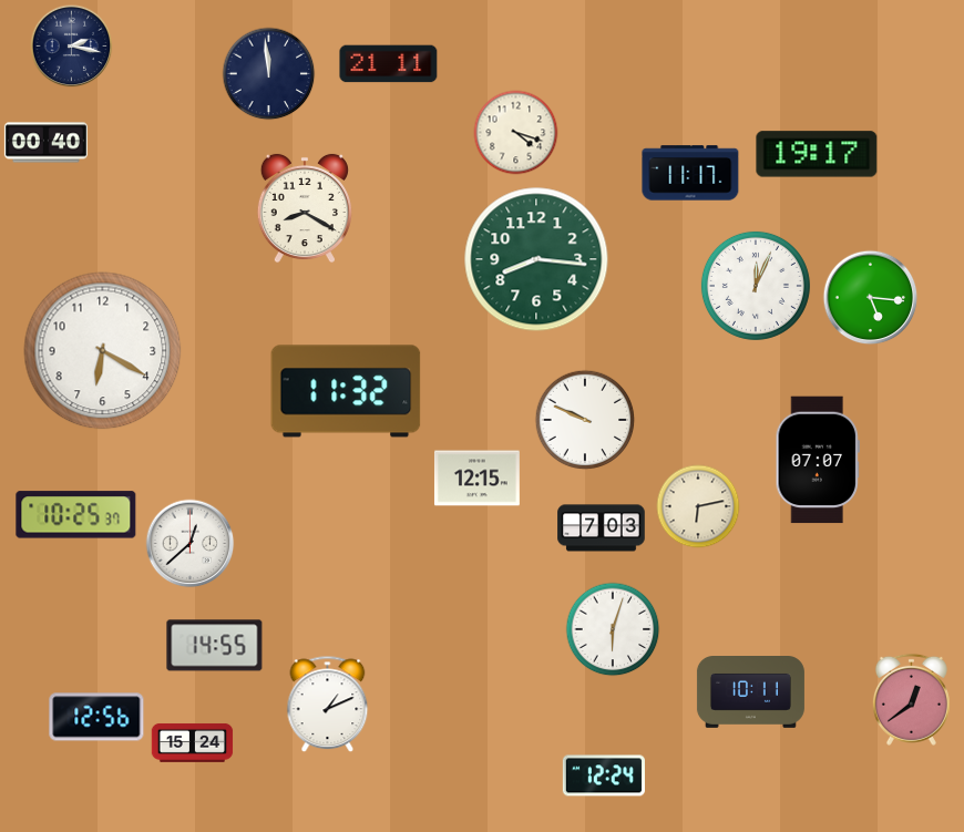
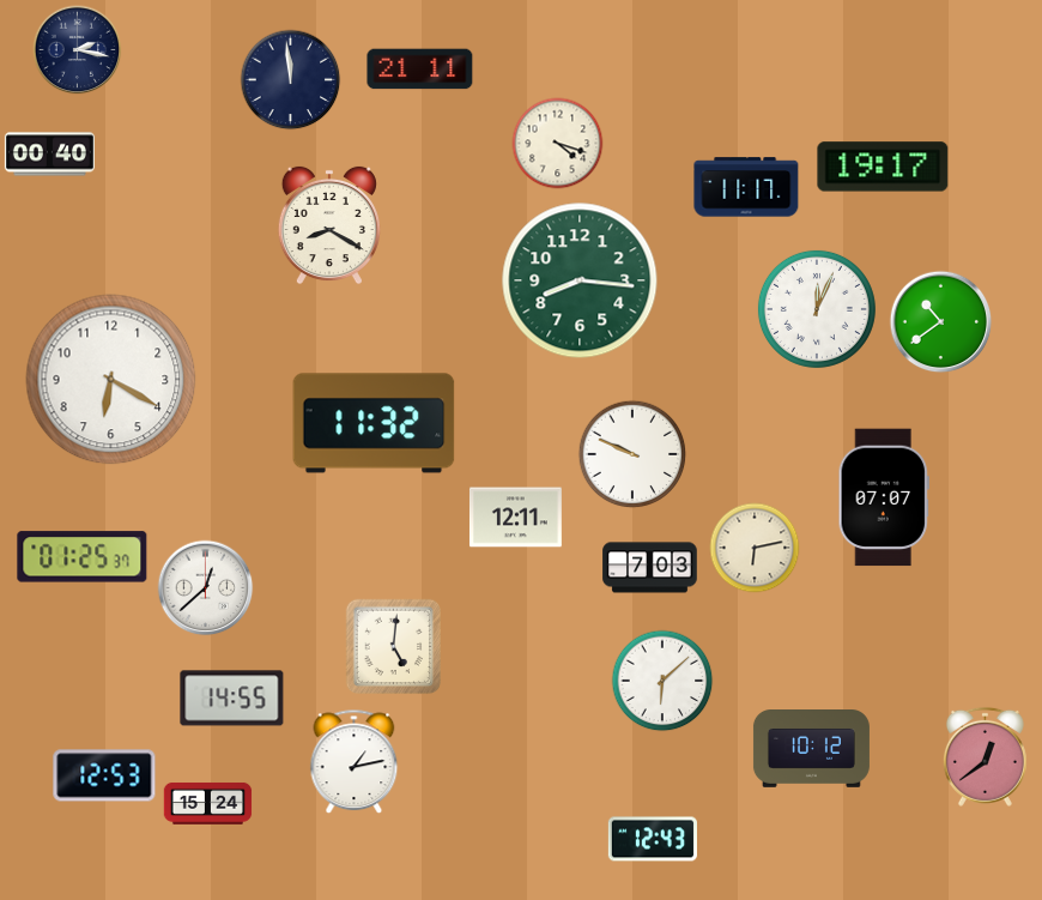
clock at (871, 298): 5:16 -> 10:39
clock at (476, 479): 12:15 -> 12:11
clock at (76, 515): 10:25 -> 01:25
clock at (602, 528) position: (602, 528) -> (650, 568)
clock at (394, 647): none -> 5:01
clock at (613, 629): 6:03 -> 6:08
clock at (750, 692): 10:11 -> 10:12
clock at (328, 705): 1:11 -> 1:13
clock at (96, 717): 12:56 -> 12:53
clock at (604, 775): 12:24 -> 12:43
